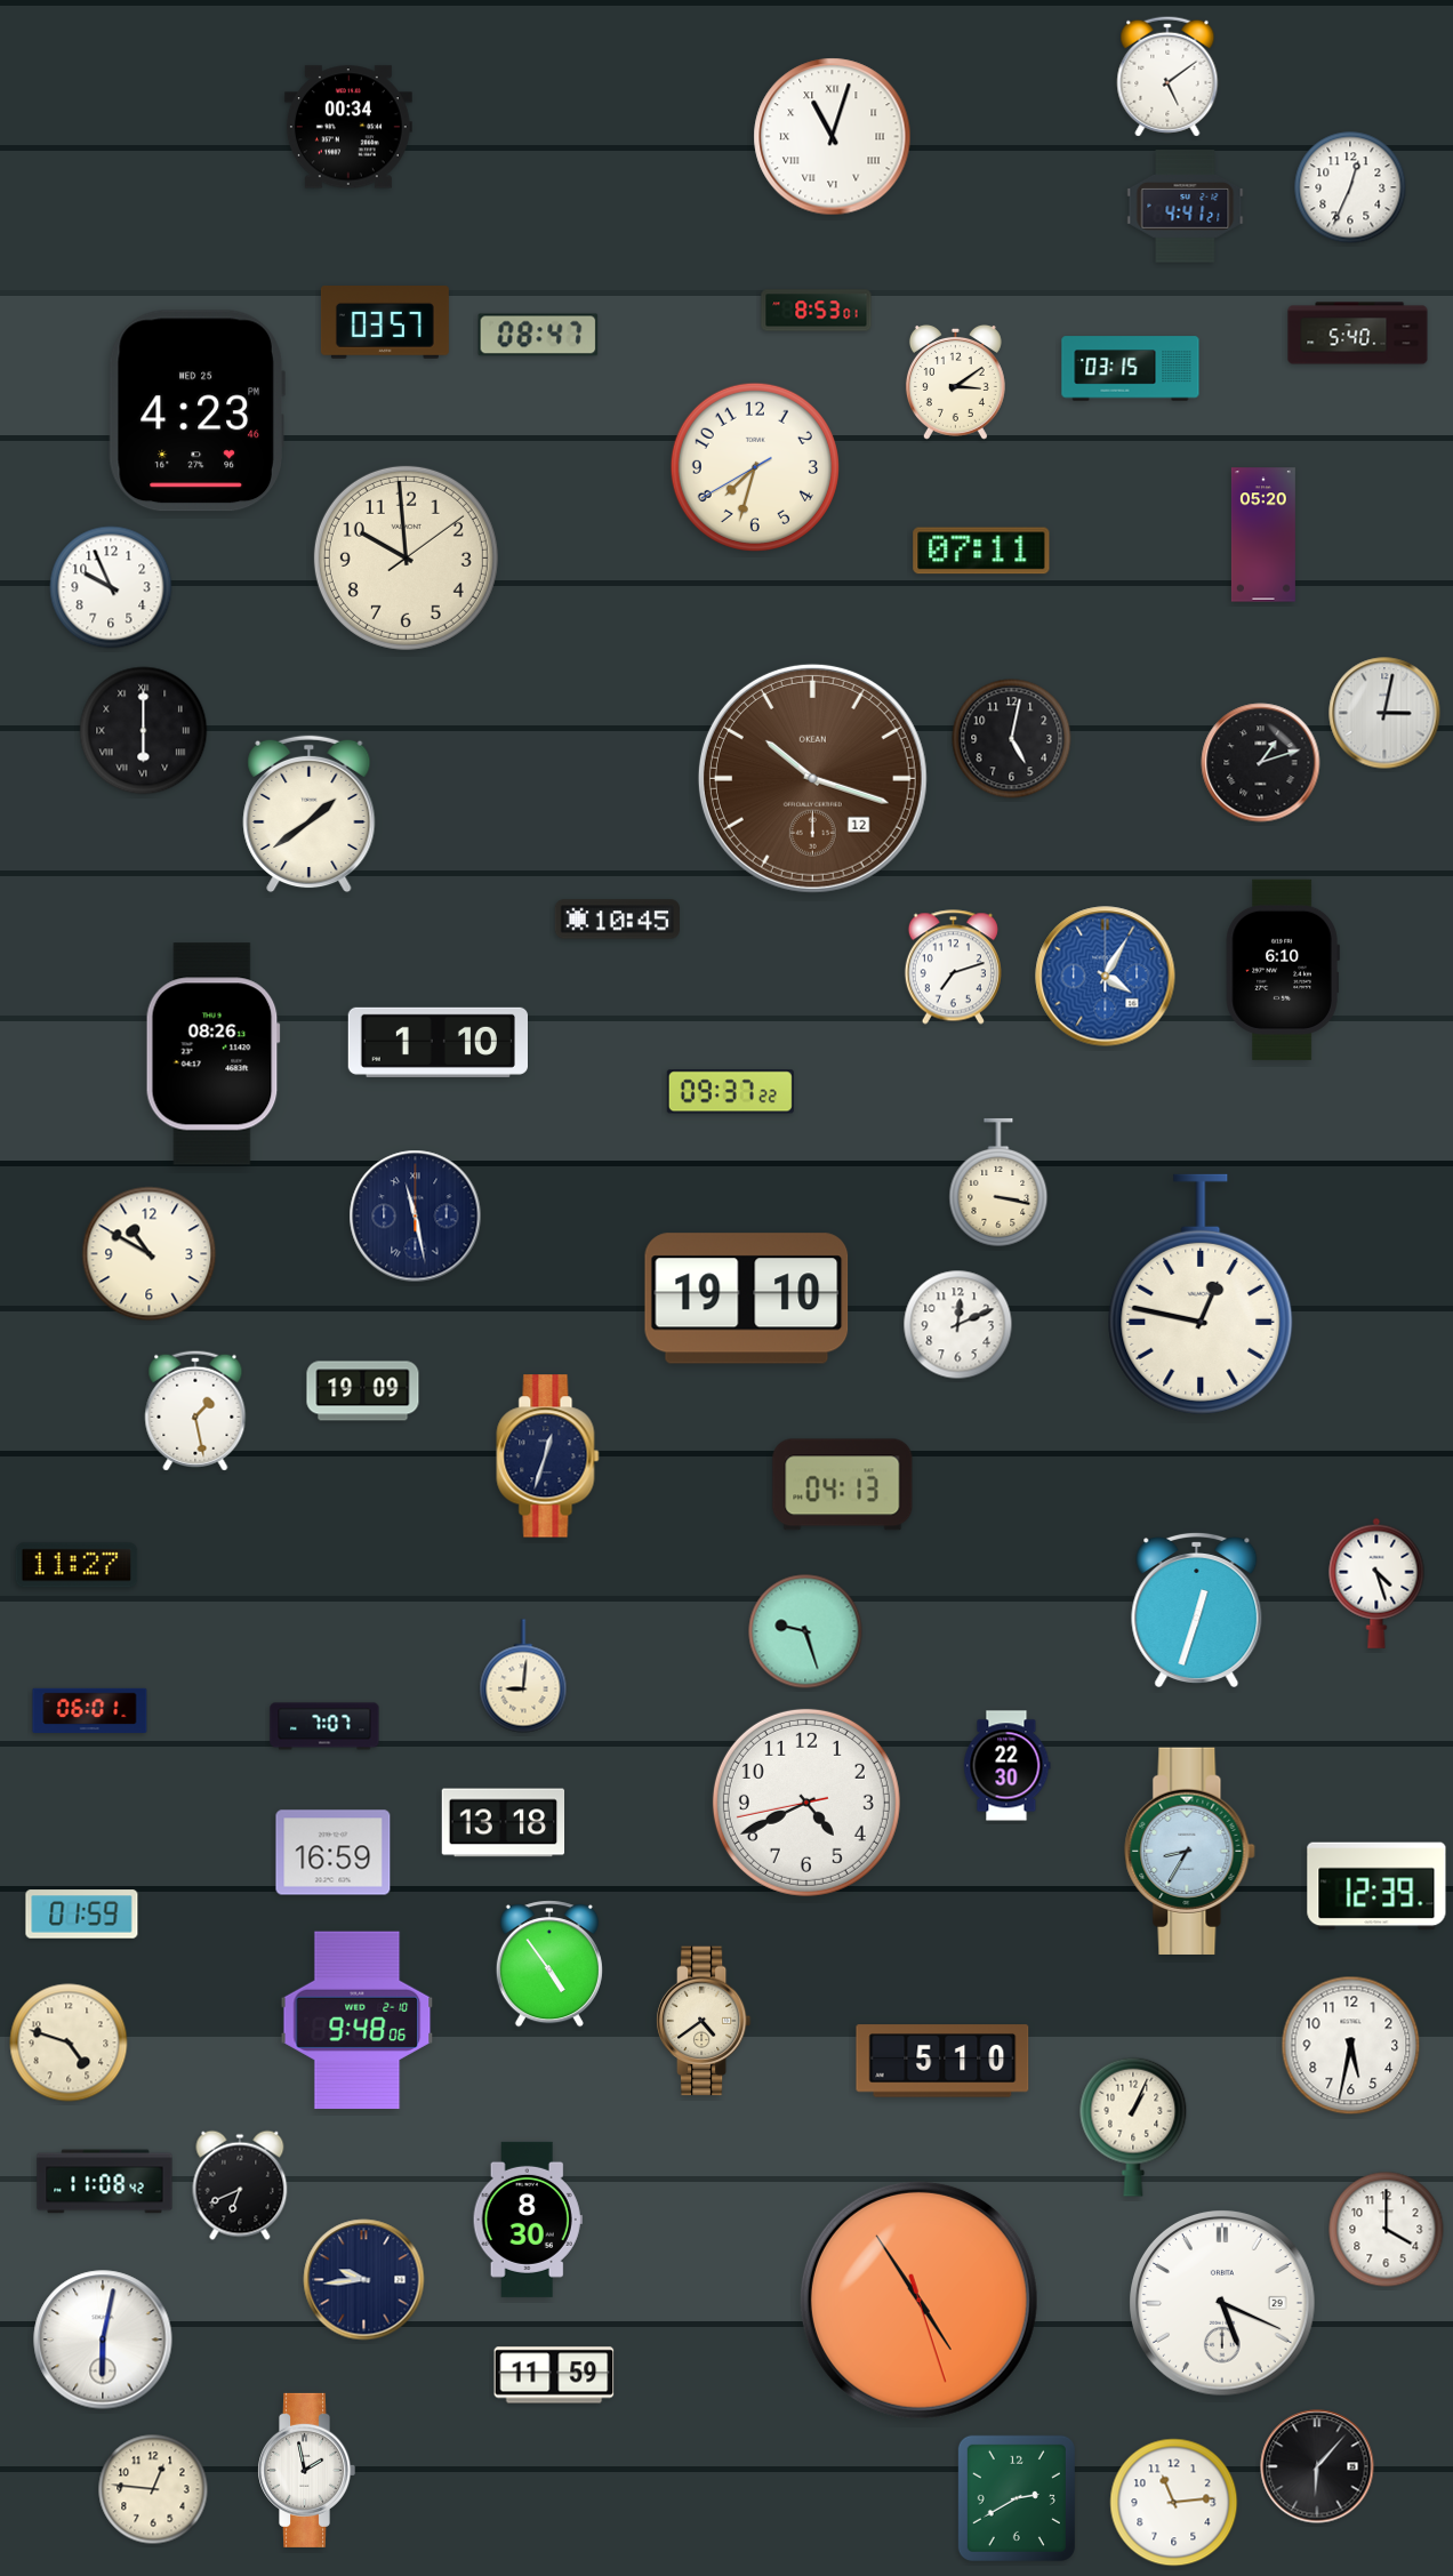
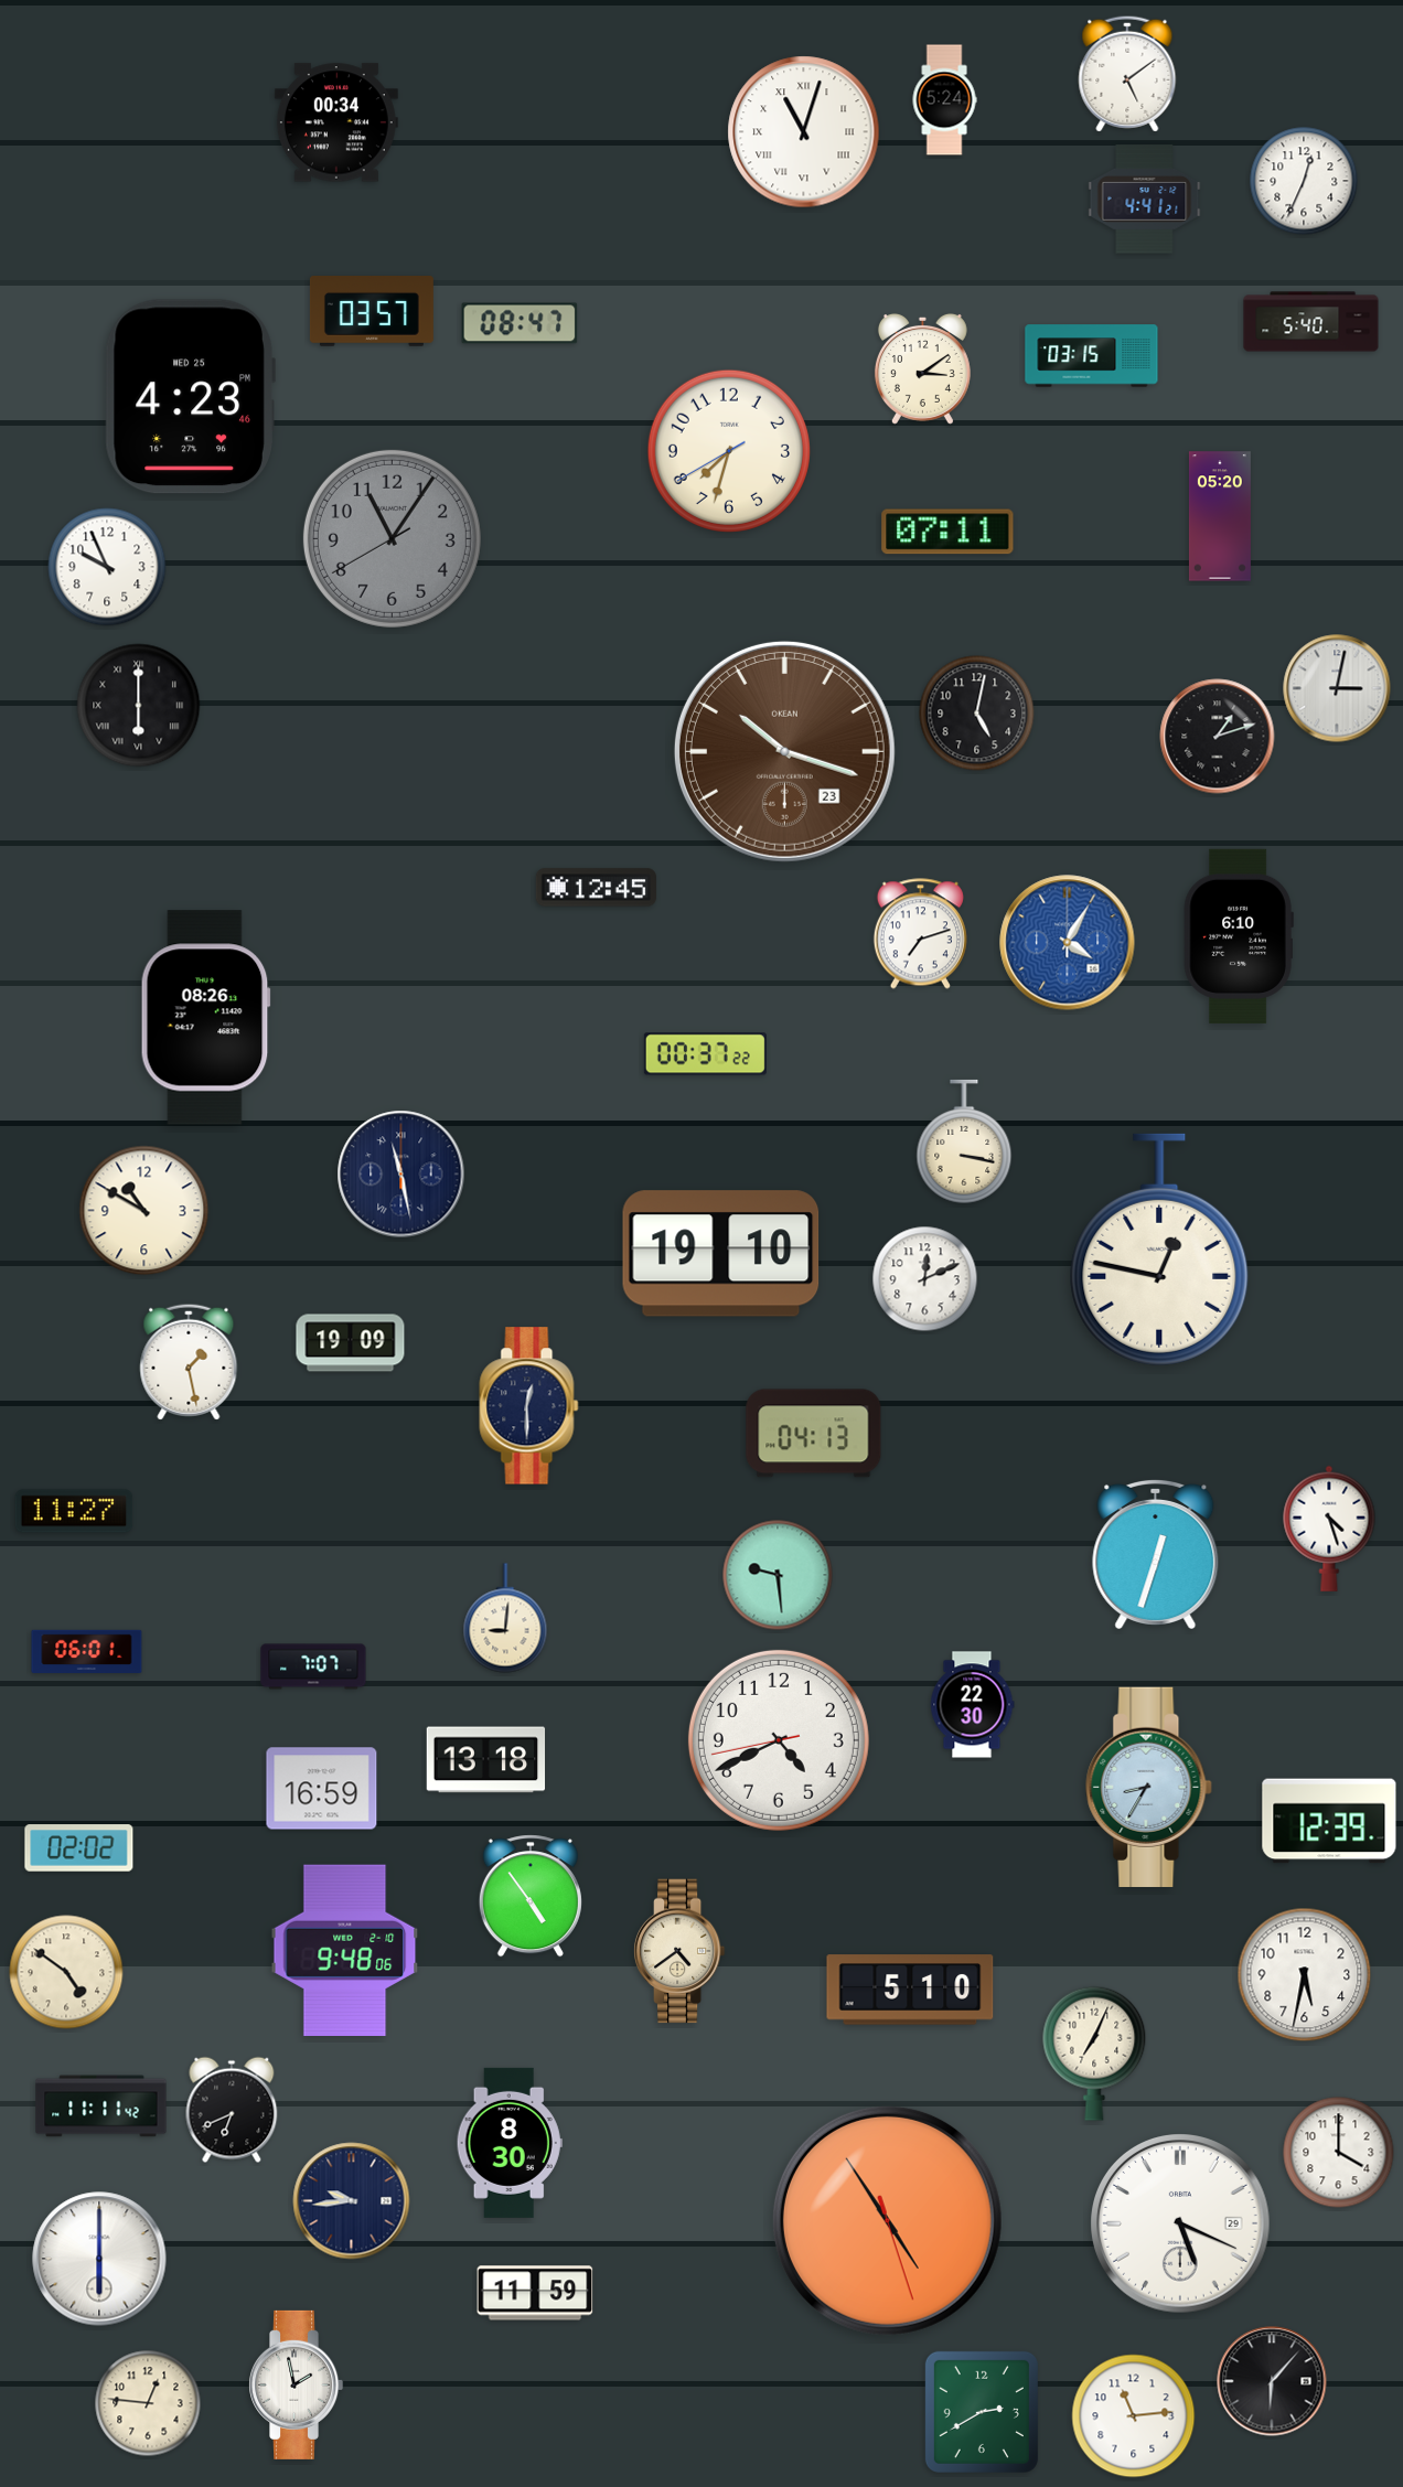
clock at (944, 100): none -> 5:24
clock at (817, 311): 8:53 -> none
clock at (406, 557): 9:59 -> 11:05
clock at (406, 557) dial: cream -> grey
clock at (812, 778) date: 12 -> 23
clock at (310, 814): 1:39 -> none
clock at (617, 920): 10:45 -> 12:45
clock at (437, 1042): 1:10 -> none
clock at (730, 1092): 09:37 -> 00:37
clock at (548, 1456): 12:33 -> 12:30
clock at (805, 1631): 9:27 -> 9:29
clock at (82, 1915): 01:59 -> 02:02
clock at (69, 2043): 4:48 -> 4:51
clock at (1133, 2127): 1:04 -> 7:04
clock at (105, 2182): 11:08 -> 11:11
clock at (103, 2340): 6:02 -> 6:00
